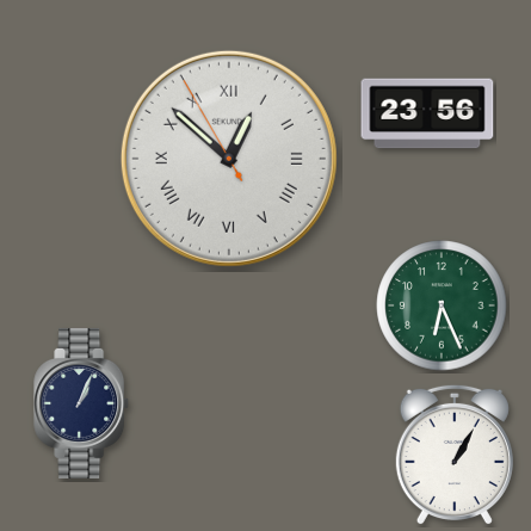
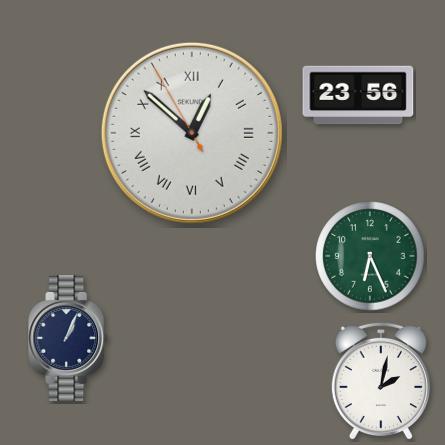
clock at (455, 455): 1:05 -> 2:02
